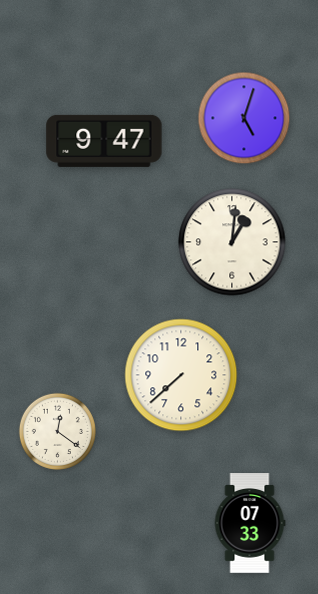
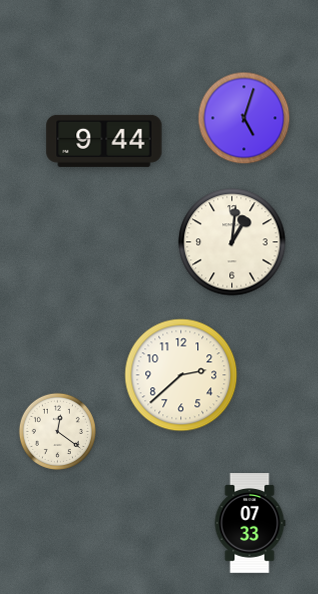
clock at (104, 141): 9:47 -> 9:44
clock at (181, 375): 7:38 -> 2:38
